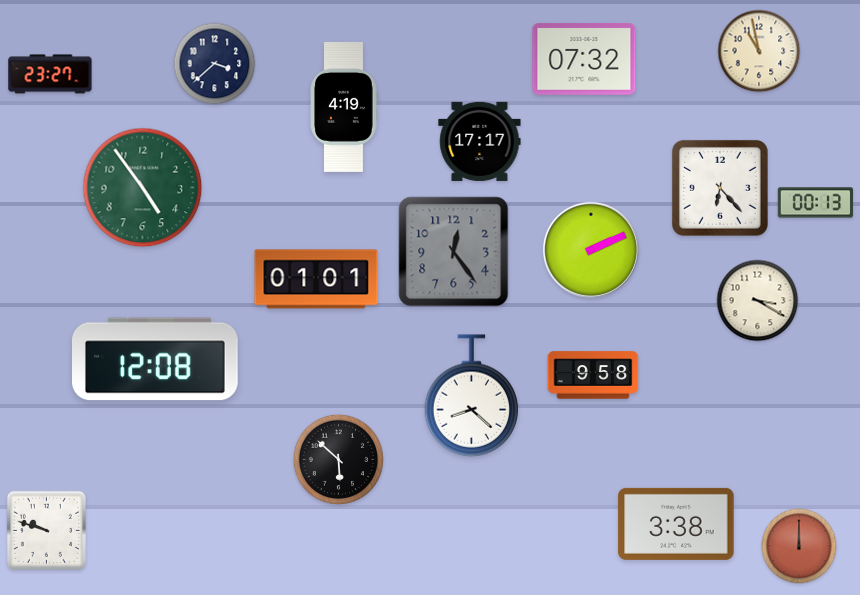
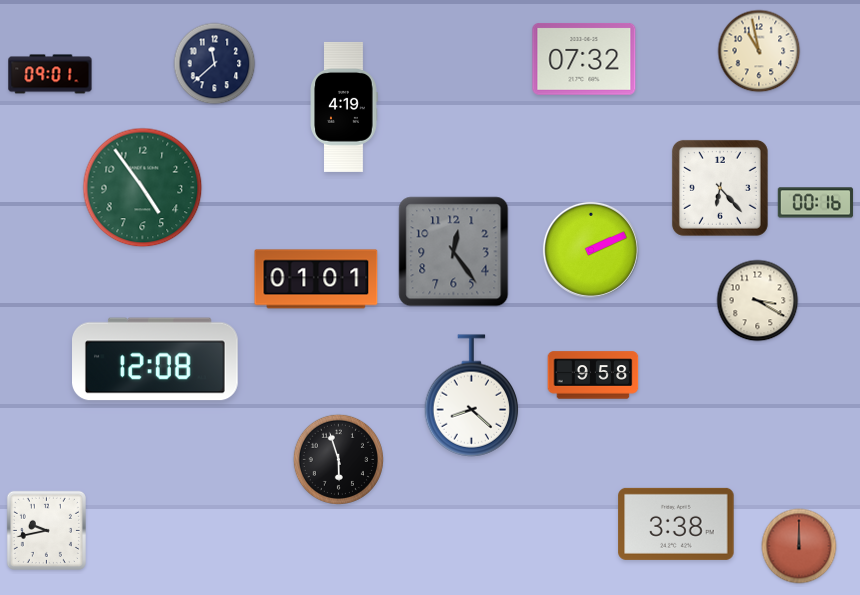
clock at (215, 64): 3:38 -> 11:38
clock at (50, 74): 23:27 -> 09:01
clock at (480, 141): 17:17 -> none
clock at (816, 203): 00:13 -> 00:16
clock at (338, 459): 5:52 -> 5:57
clock at (46, 530): 9:48 -> 9:43
